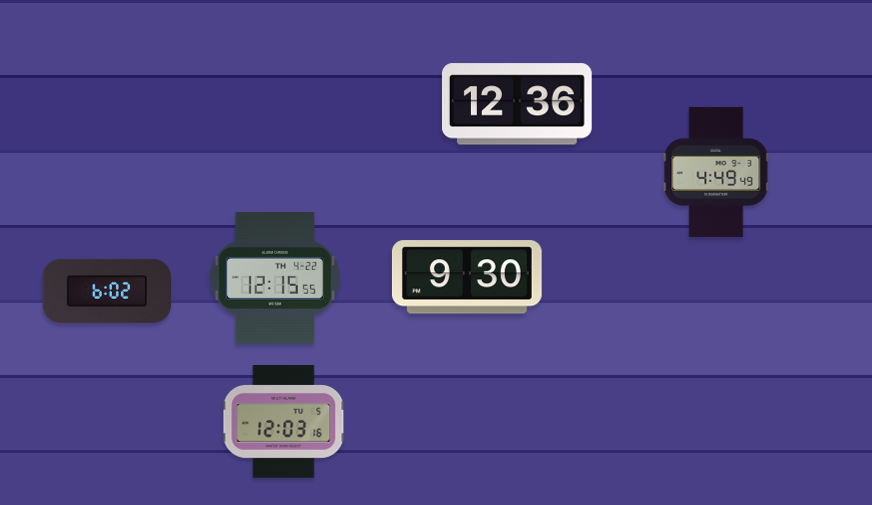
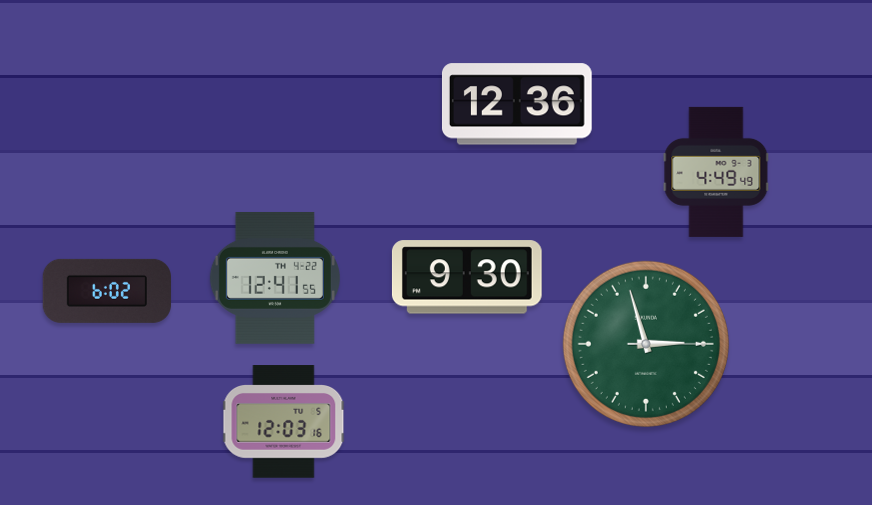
clock at (275, 278): 12:15 -> 12:41
clock at (646, 344): none -> 2:57
